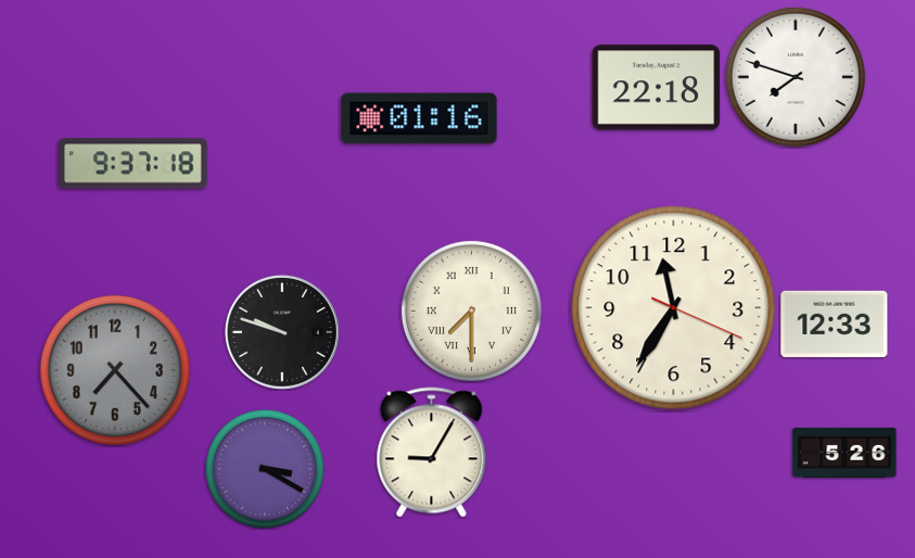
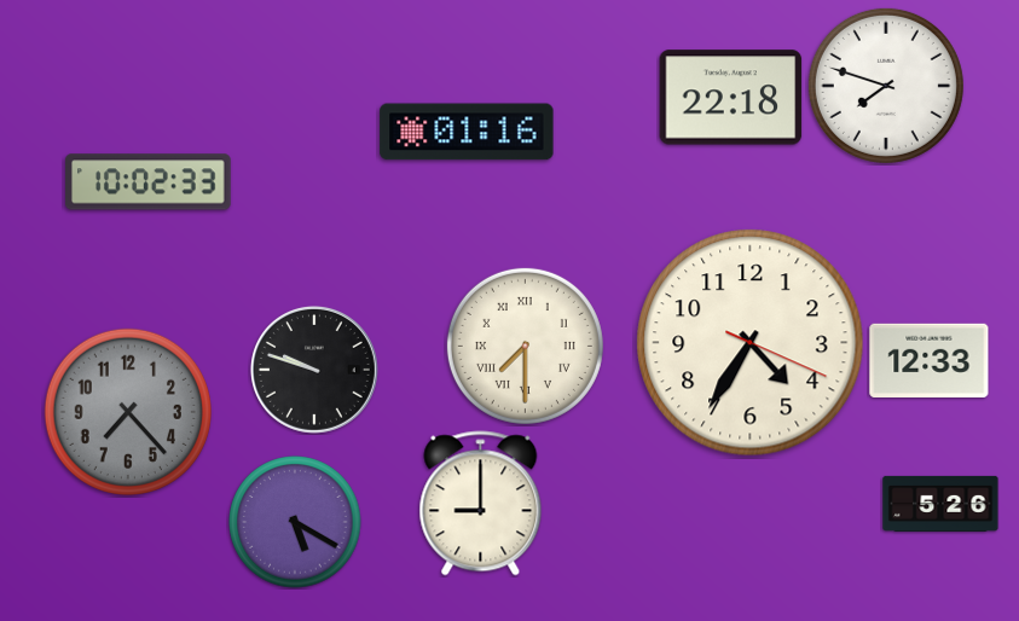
clock at (134, 164): 9:37 -> 10:02
clock at (674, 308): 11:35 -> 4:35
clock at (432, 453): 9:05 -> 9:00
clock at (265, 469): 3:20 -> 5:20
